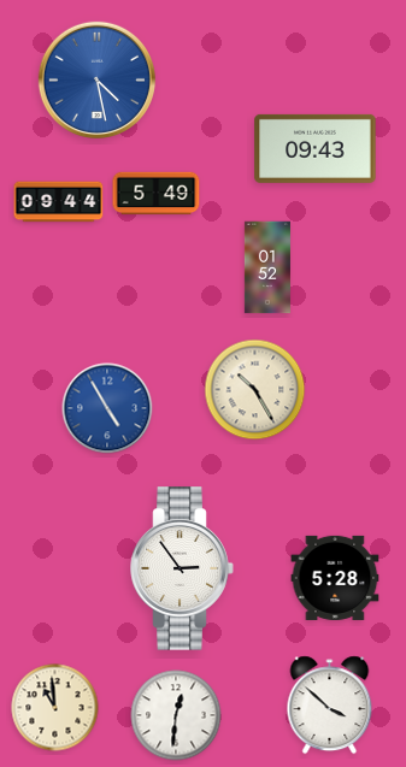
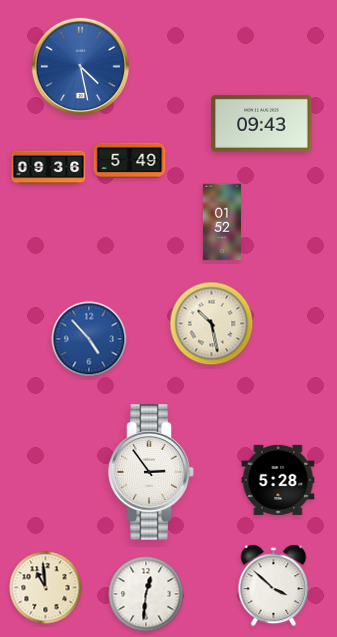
clock at (59, 202): 09:44 -> 09:36
clock at (255, 390): 10:25 -> 10:28
clock at (107, 408): 4:55 -> 4:53
